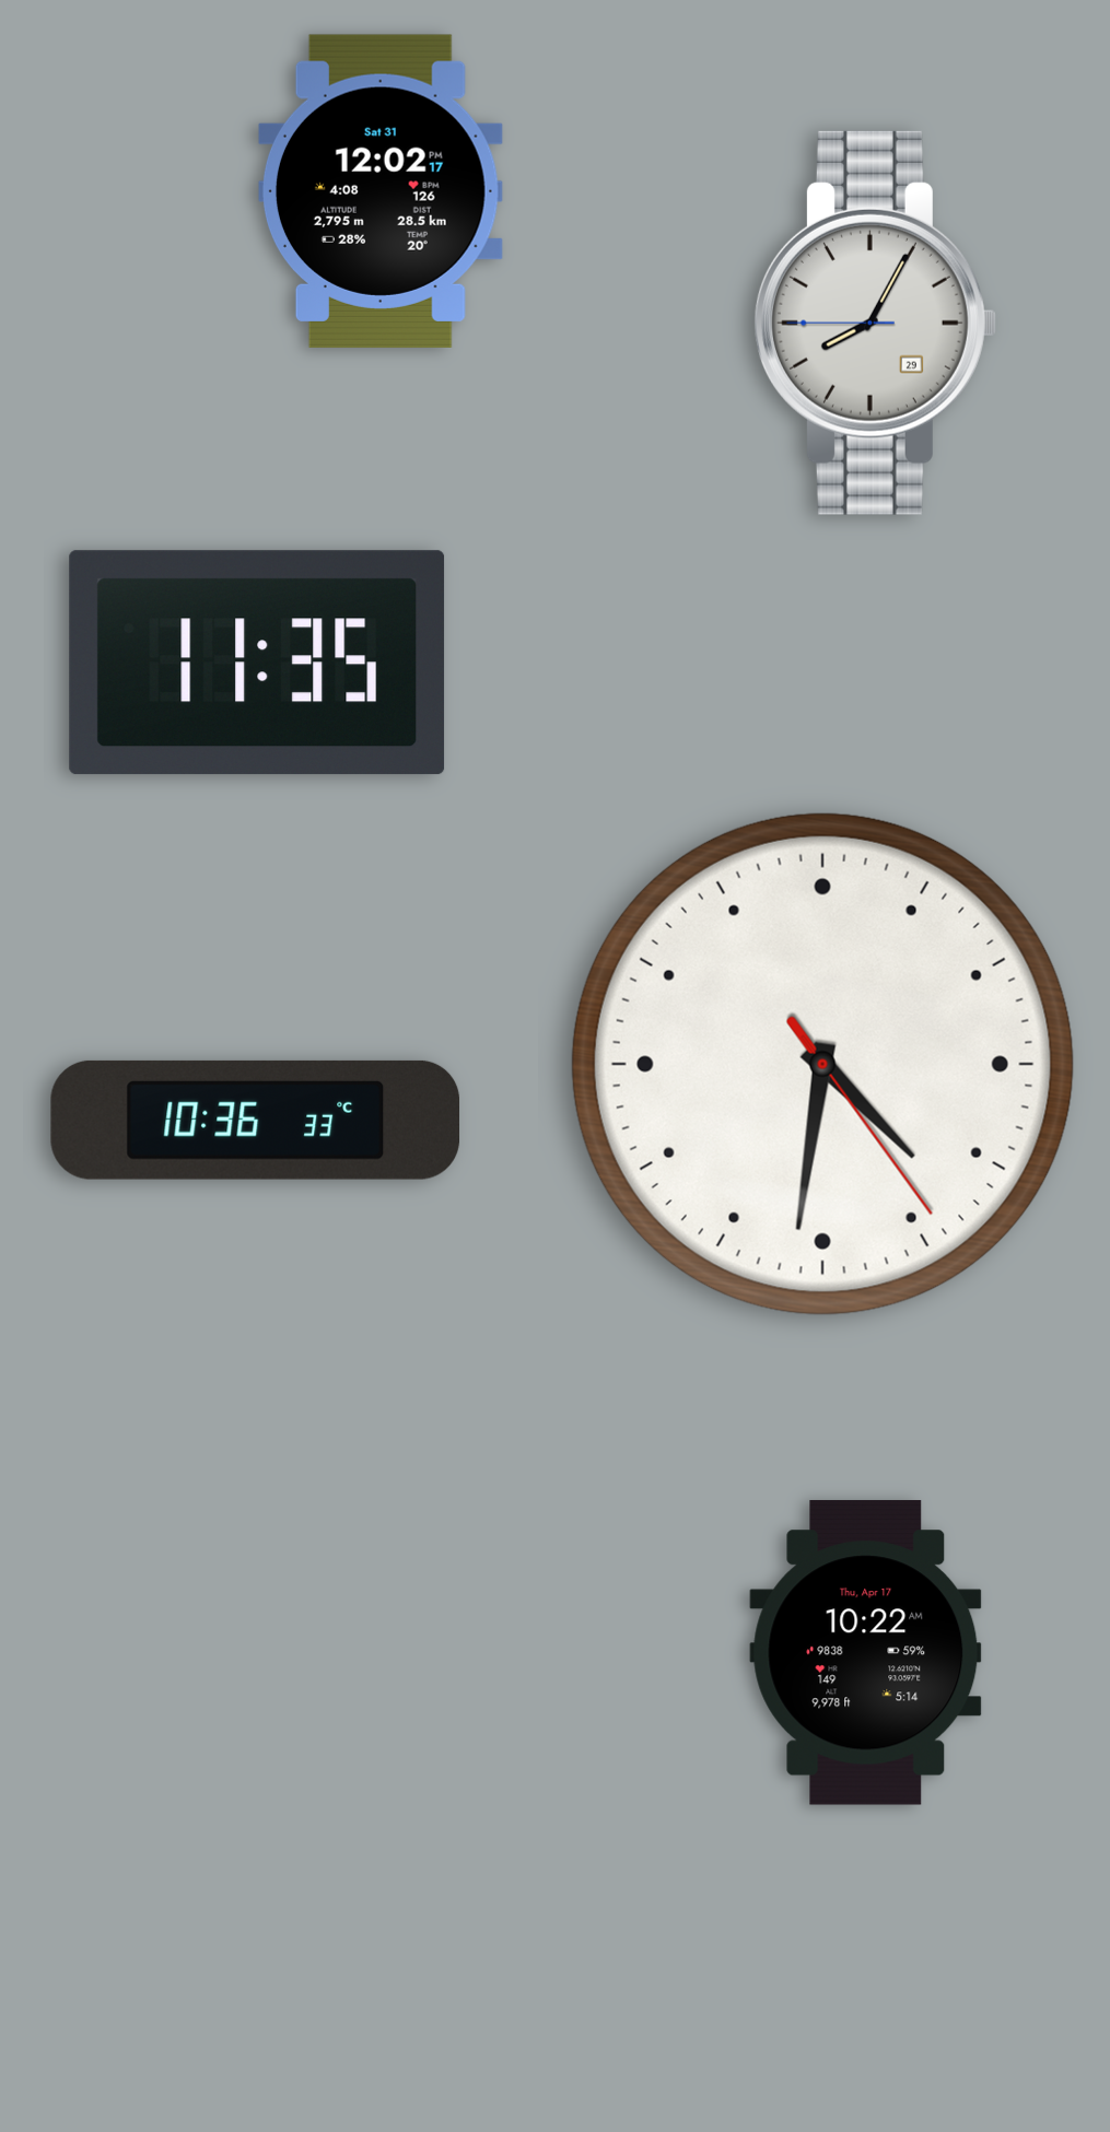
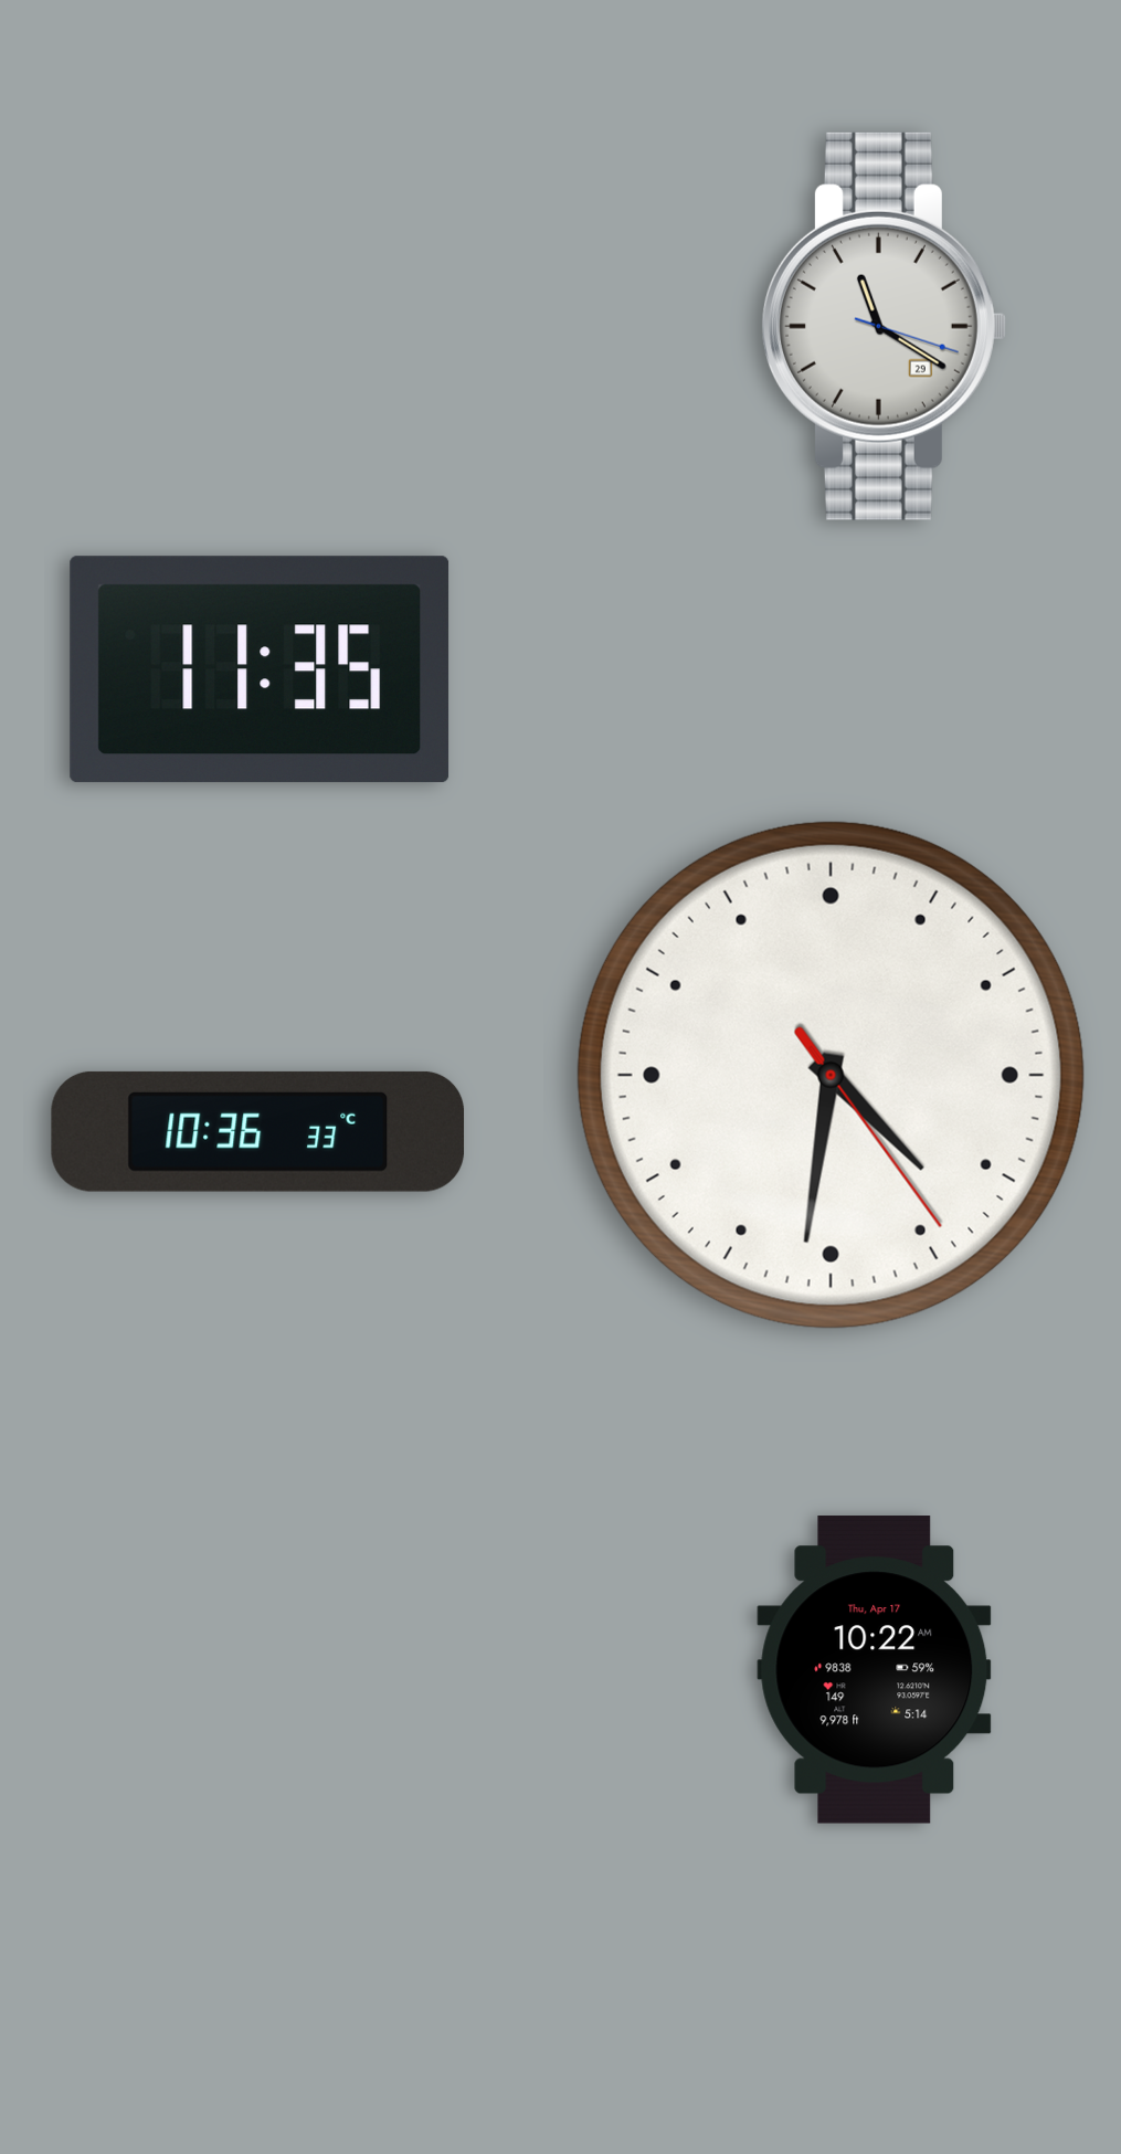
clock at (381, 191): 12:02 -> none
clock at (875, 323): 8:04 -> 11:20
